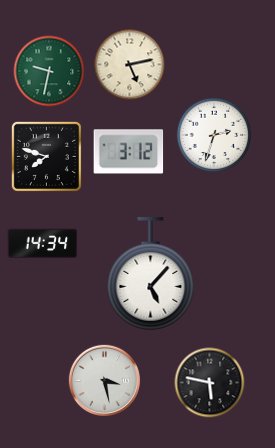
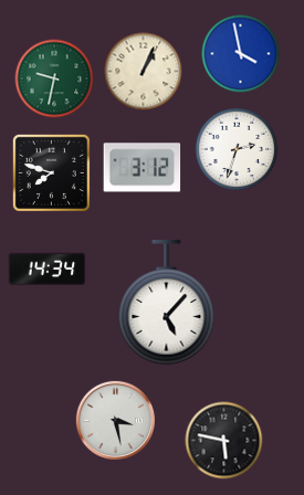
clock at (241, 54): none -> 3:58
clock at (130, 65): 5:13 -> 1:04
clock at (210, 383) position: (210, 383) -> (224, 441)
